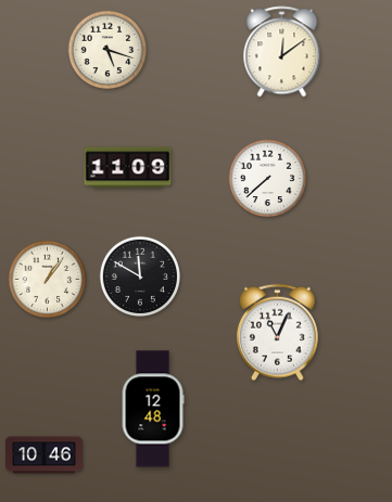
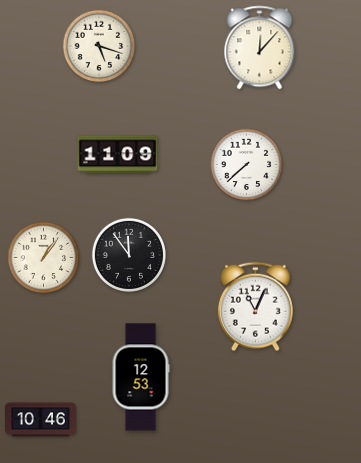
clock at (282, 52): 12:09 -> 12:07
clock at (140, 276): 11:50 -> 11:54
clock at (153, 409): 12:48 -> 12:53
